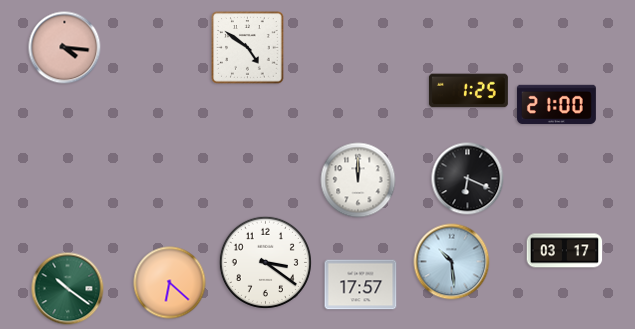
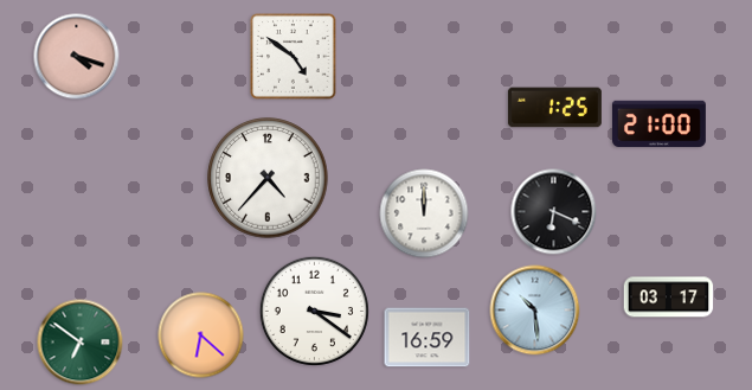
clock at (65, 48): 4:16 -> 4:18
clock at (268, 178): none -> 4:37
clock at (361, 285): 17:57 -> 16:59
clock at (68, 289): 10:21 -> 6:51
